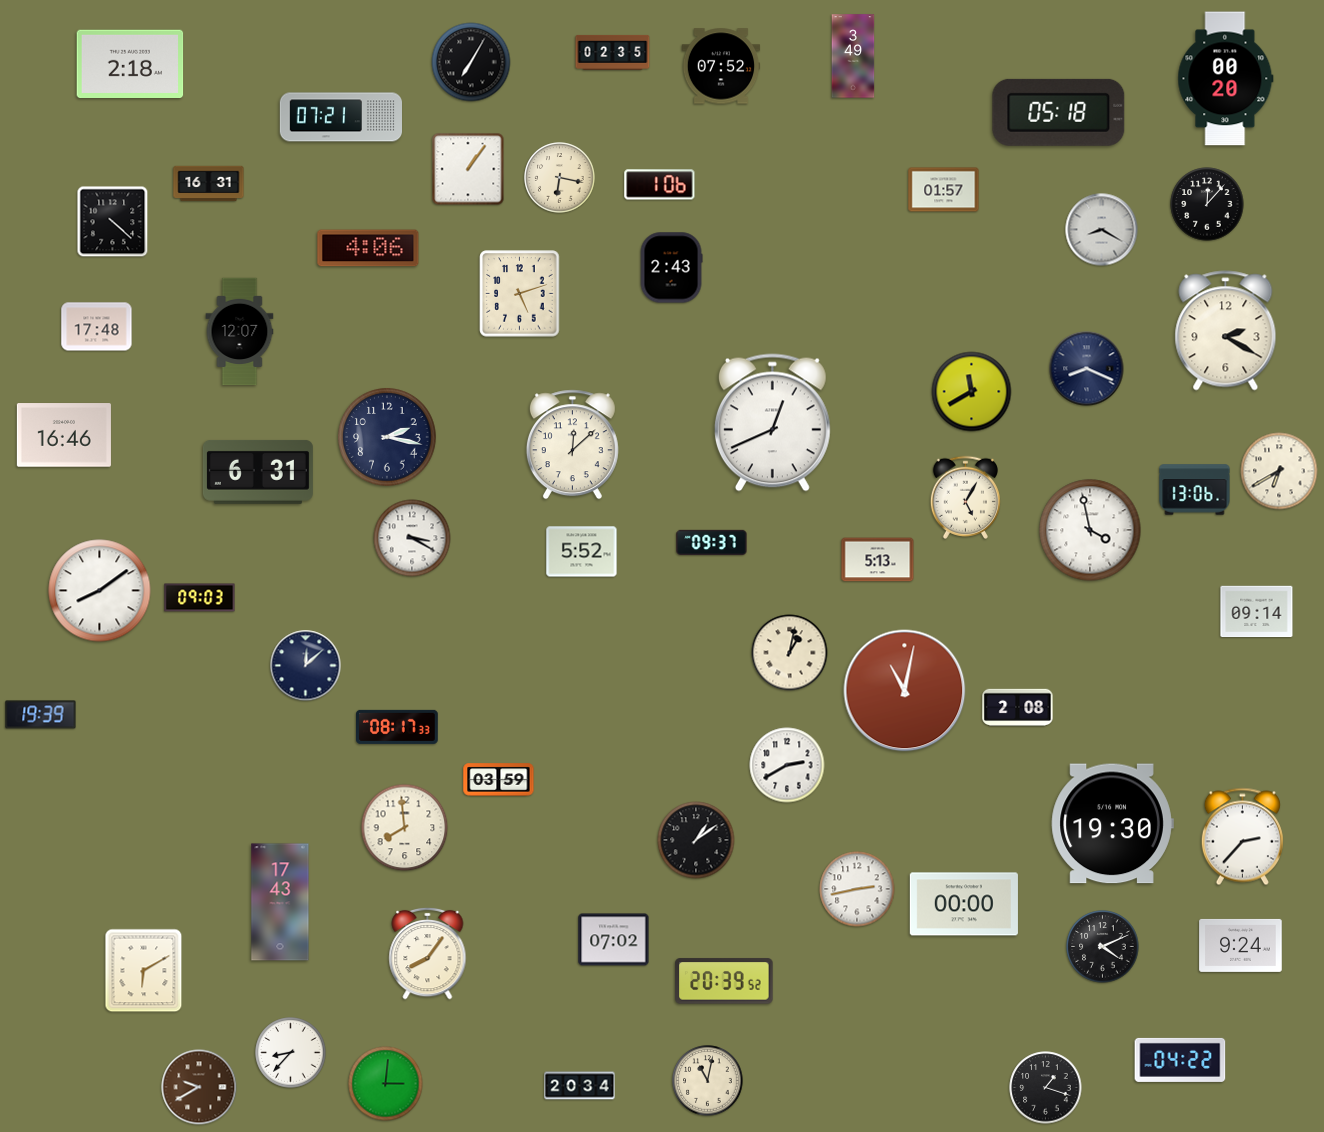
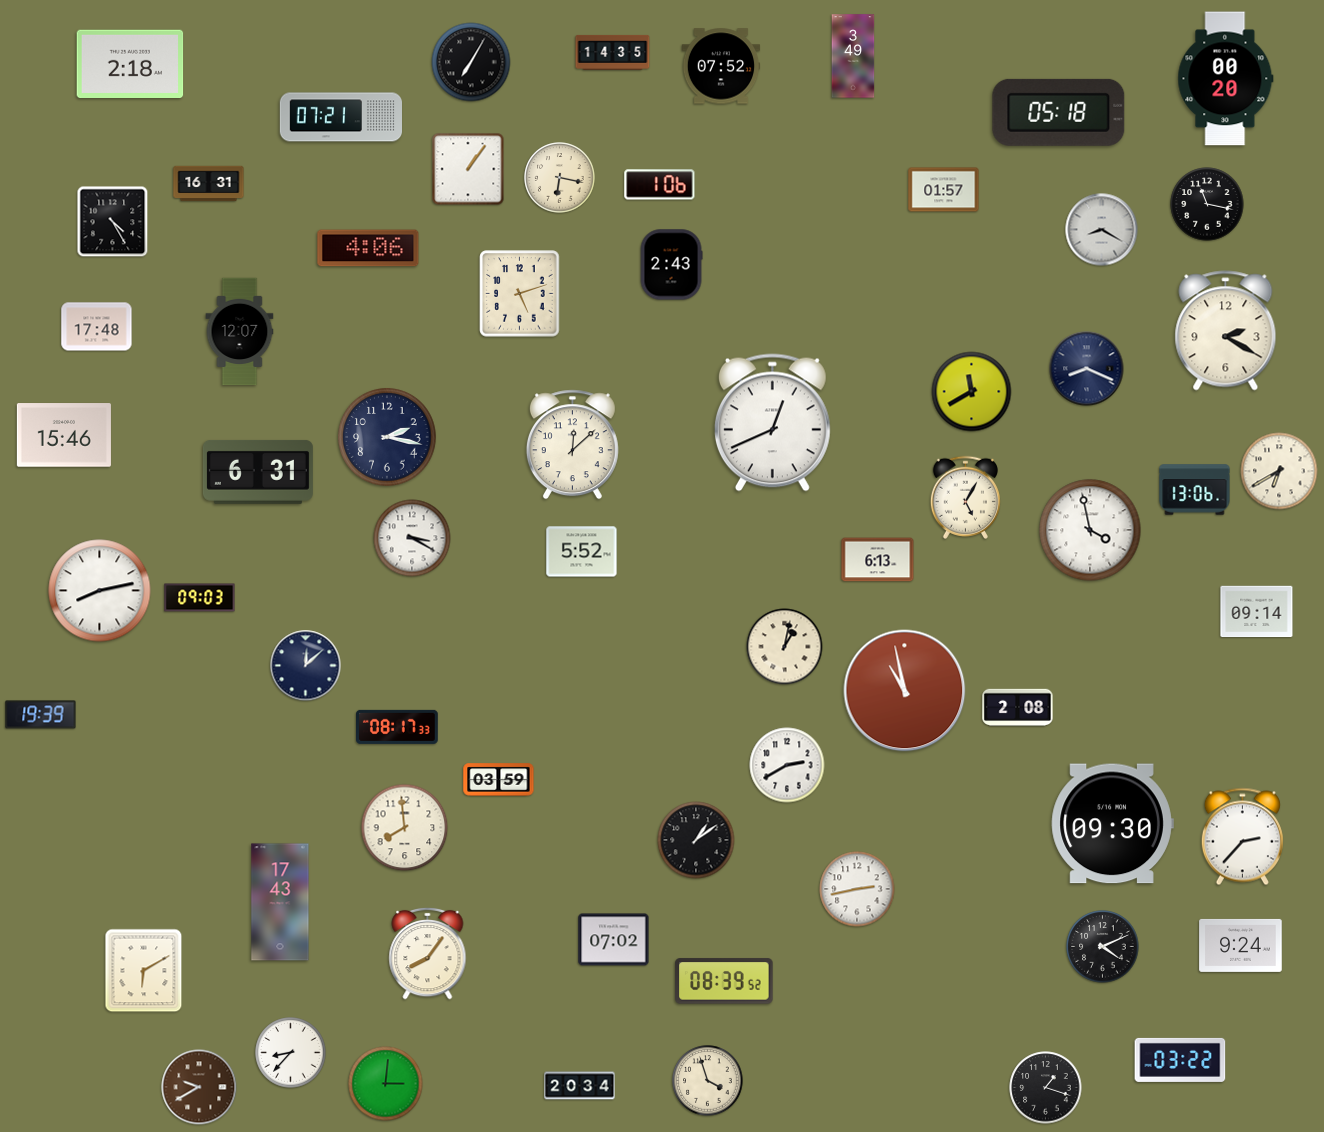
clock at (613, 52): 02:35 -> 14:35
clock at (1207, 204): 12:07 -> 11:17
clock at (113, 222): 4:22 -> 4:25
clock at (671, 268) position: (671, 268) -> (671, 265)
clock at (64, 435): 16:46 -> 15:46
clock at (712, 543): 09:37 -> none
clock at (878, 560): 5:13 -> 6:13
clock at (100, 591): 8:09 -> 8:13
clock at (790, 653) position: (790, 653) -> (785, 647)
clock at (905, 691): 11:02 -> 10:58
clock at (1112, 824): 19:30 -> 09:30
clock at (964, 904): 00:00 -> none
clock at (724, 981): 20:39 -> 08:39
clock at (1180, 1060): 04:22 -> 03:22
clock at (708, 1081): 11:02 -> 3:57
